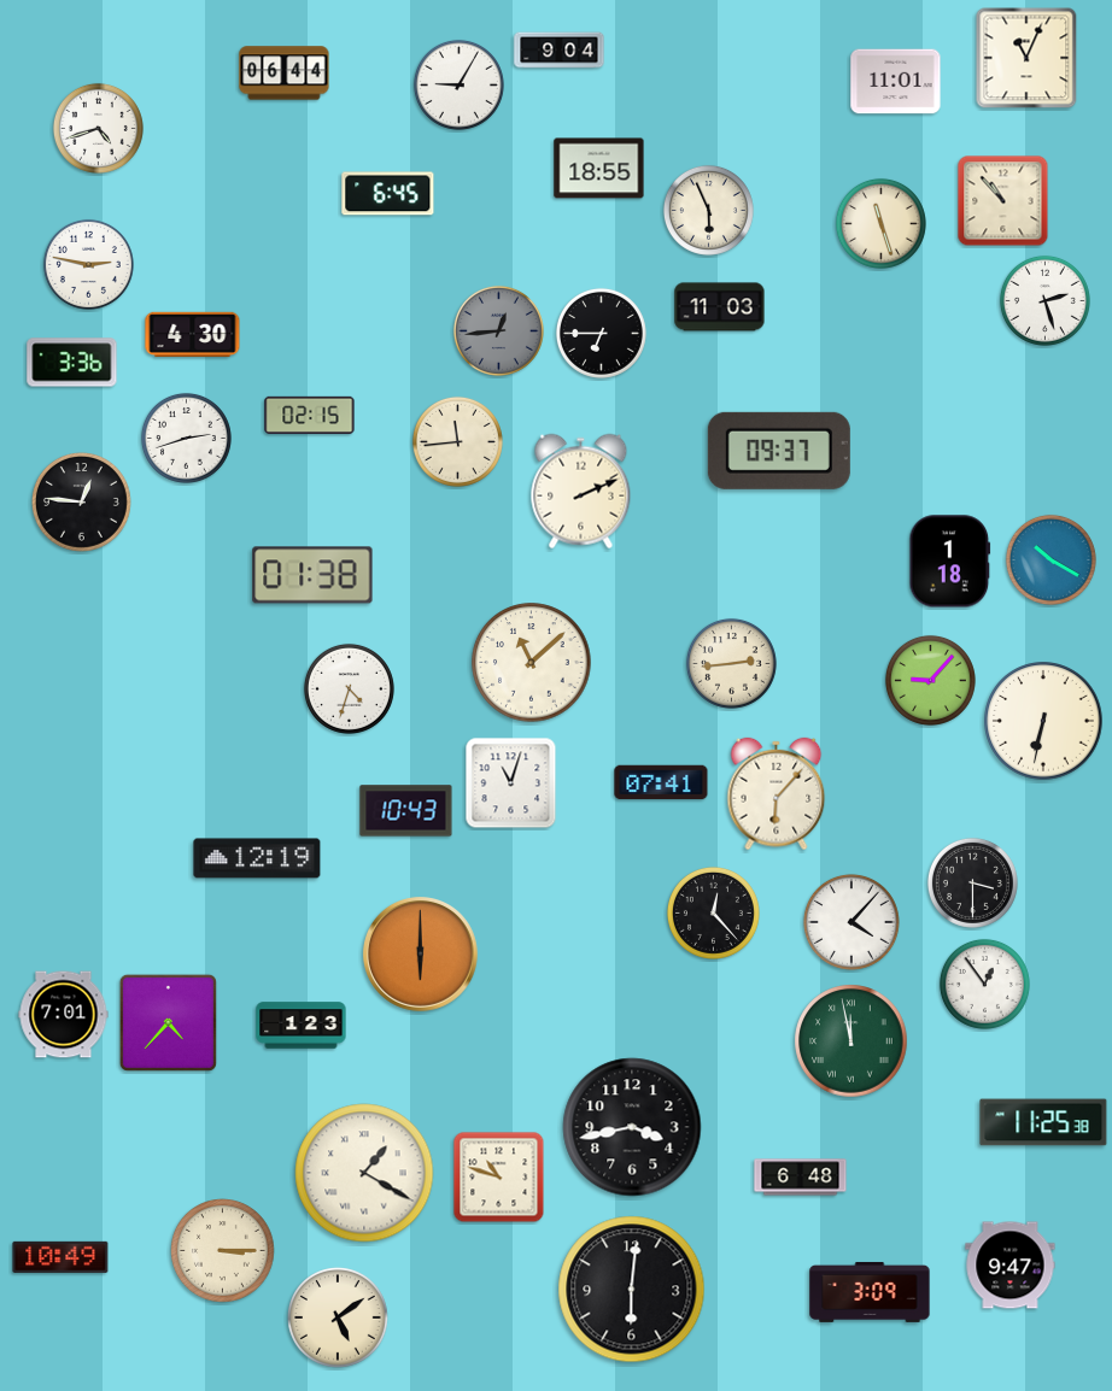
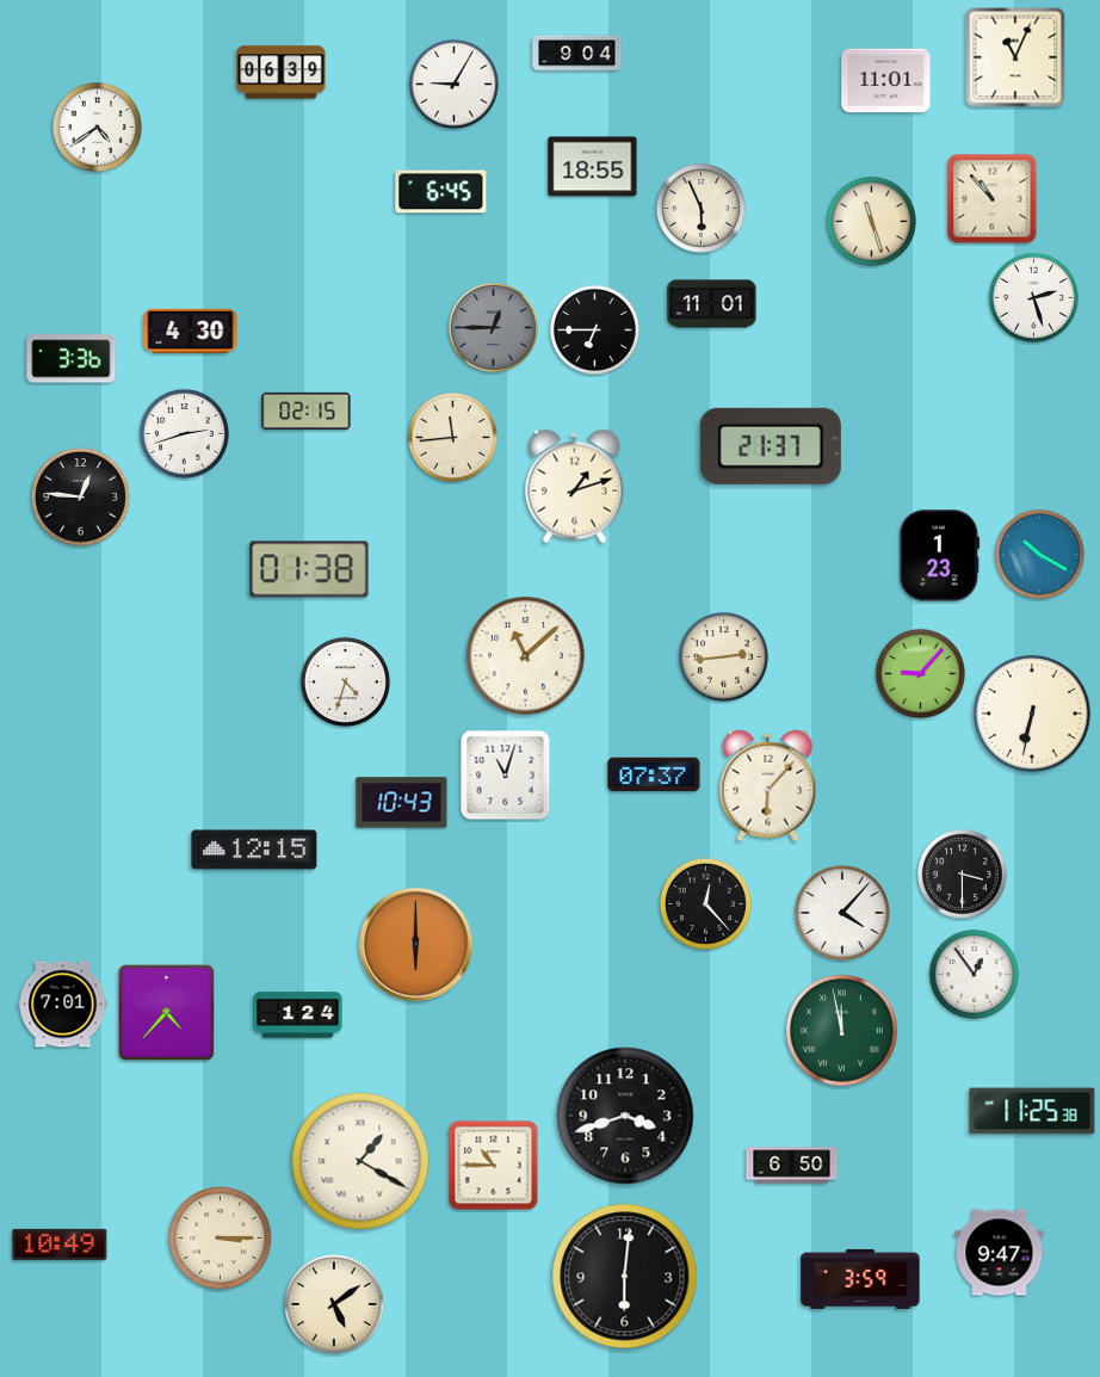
clock at (560, 51) position: (560, 51) -> (577, 54)
clock at (285, 74): 06:44 -> 06:39
clock at (98, 128): 4:42 -> 4:39
clock at (388, 194) position: (388, 194) -> (441, 192)
clock at (88, 264): 2:47 -> none
clock at (720, 307): 11:03 -> 11:01
clock at (498, 330): 12:44 -> 12:45
clock at (779, 451): 09:37 -> 21:37
clock at (581, 492): 2:11 -> 1:12
clock at (950, 562): 1:18 -> 1:23
clock at (661, 782): 07:41 -> 07:37
clock at (257, 858): 12:19 -> 12:15
clock at (302, 1026): 1:23 -> 1:24
clock at (632, 1127): 3:43 -> 3:42
clock at (499, 1178): 10:48 -> 10:45
clock at (801, 1178): 6:48 -> 6:50
clock at (870, 1292): 3:09 -> 3:59
